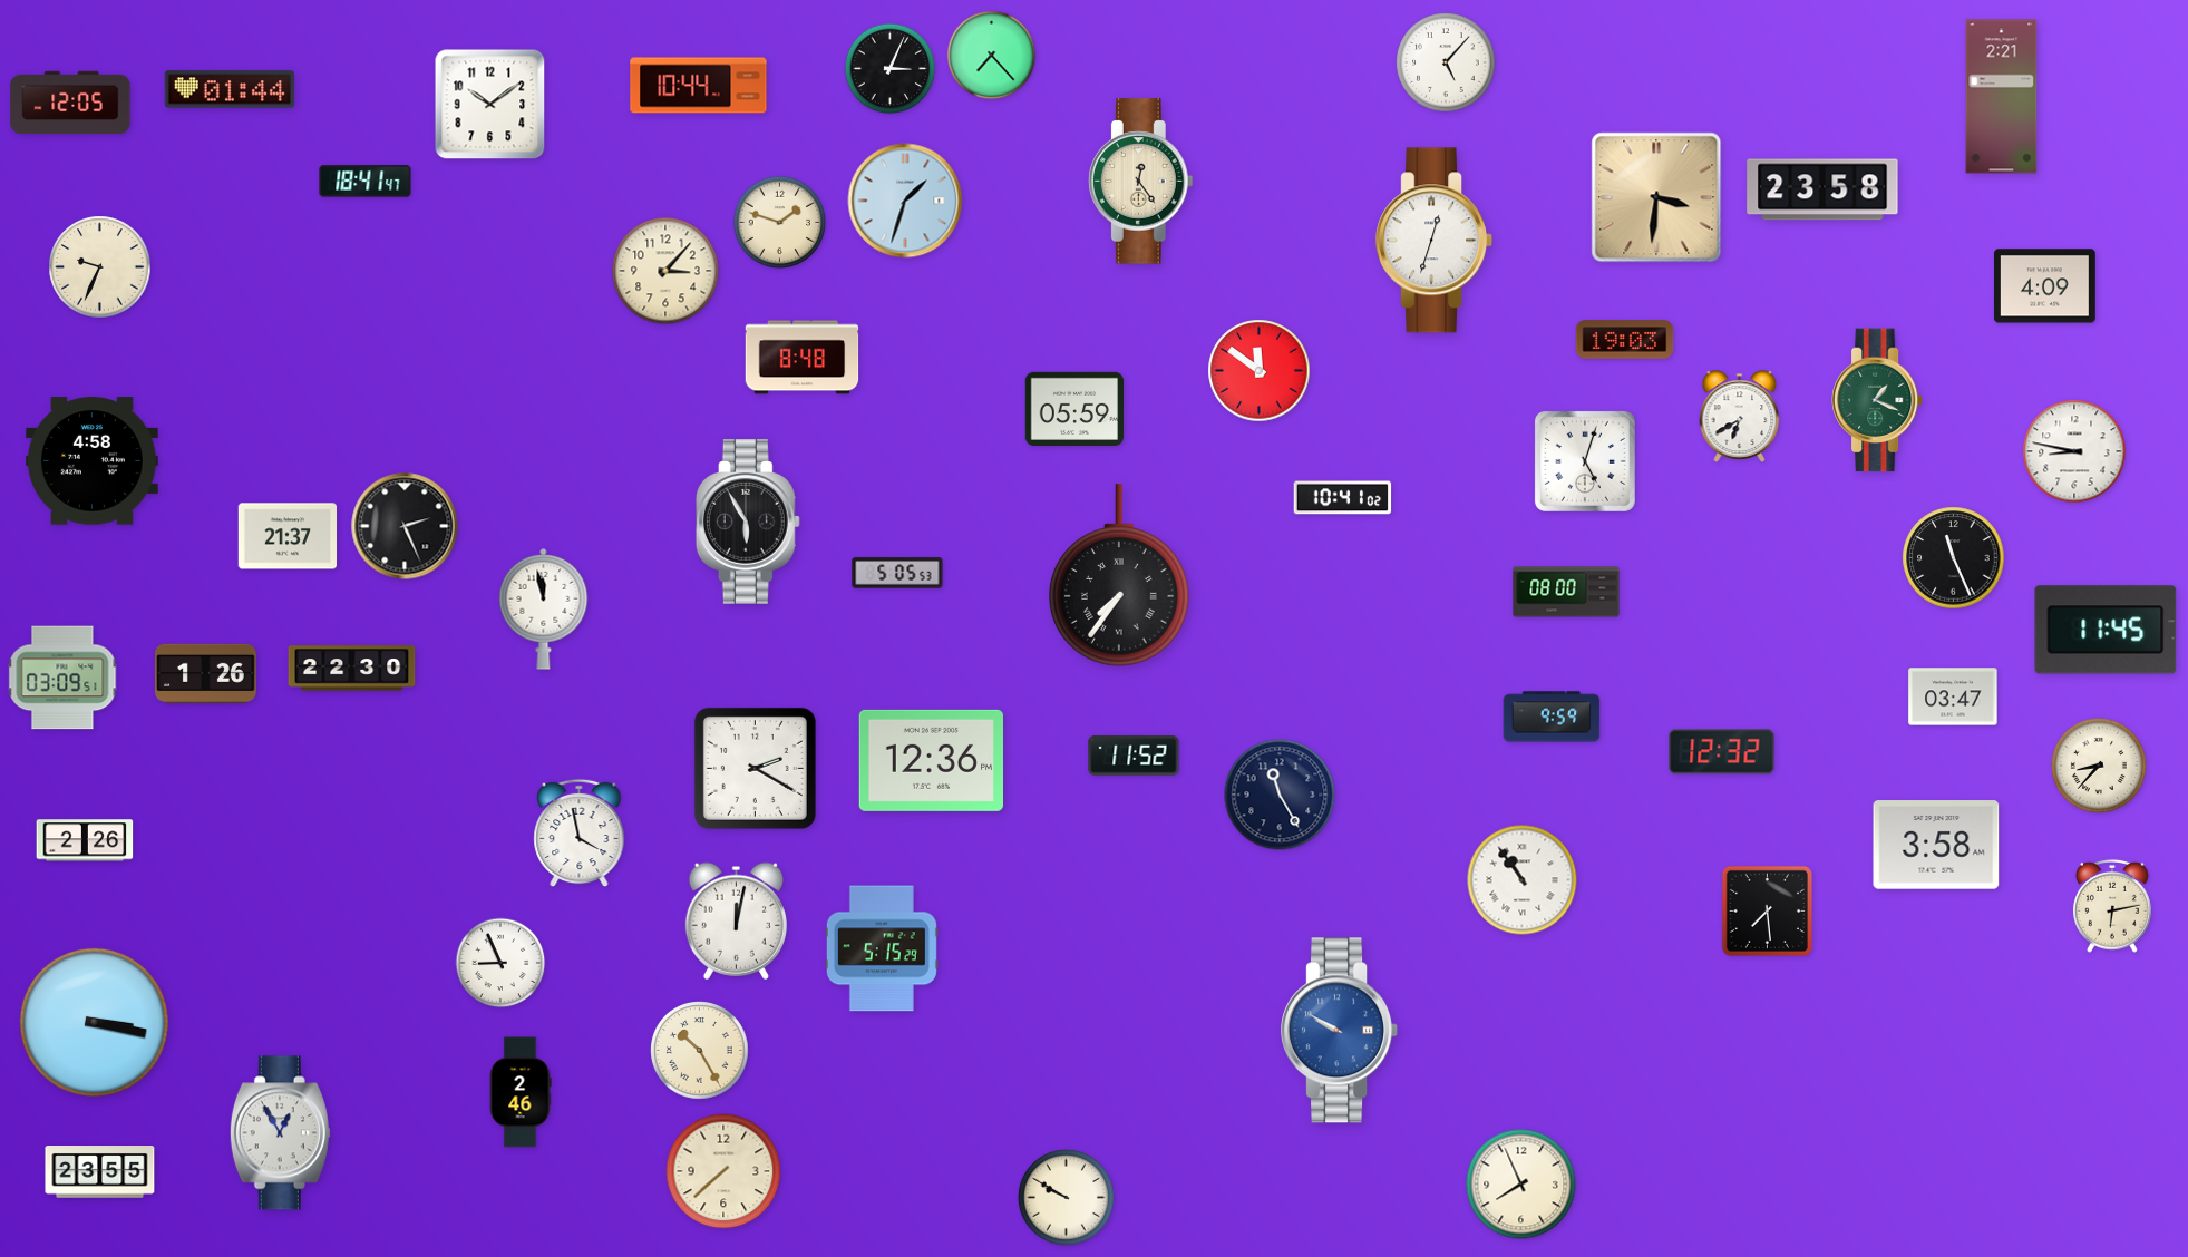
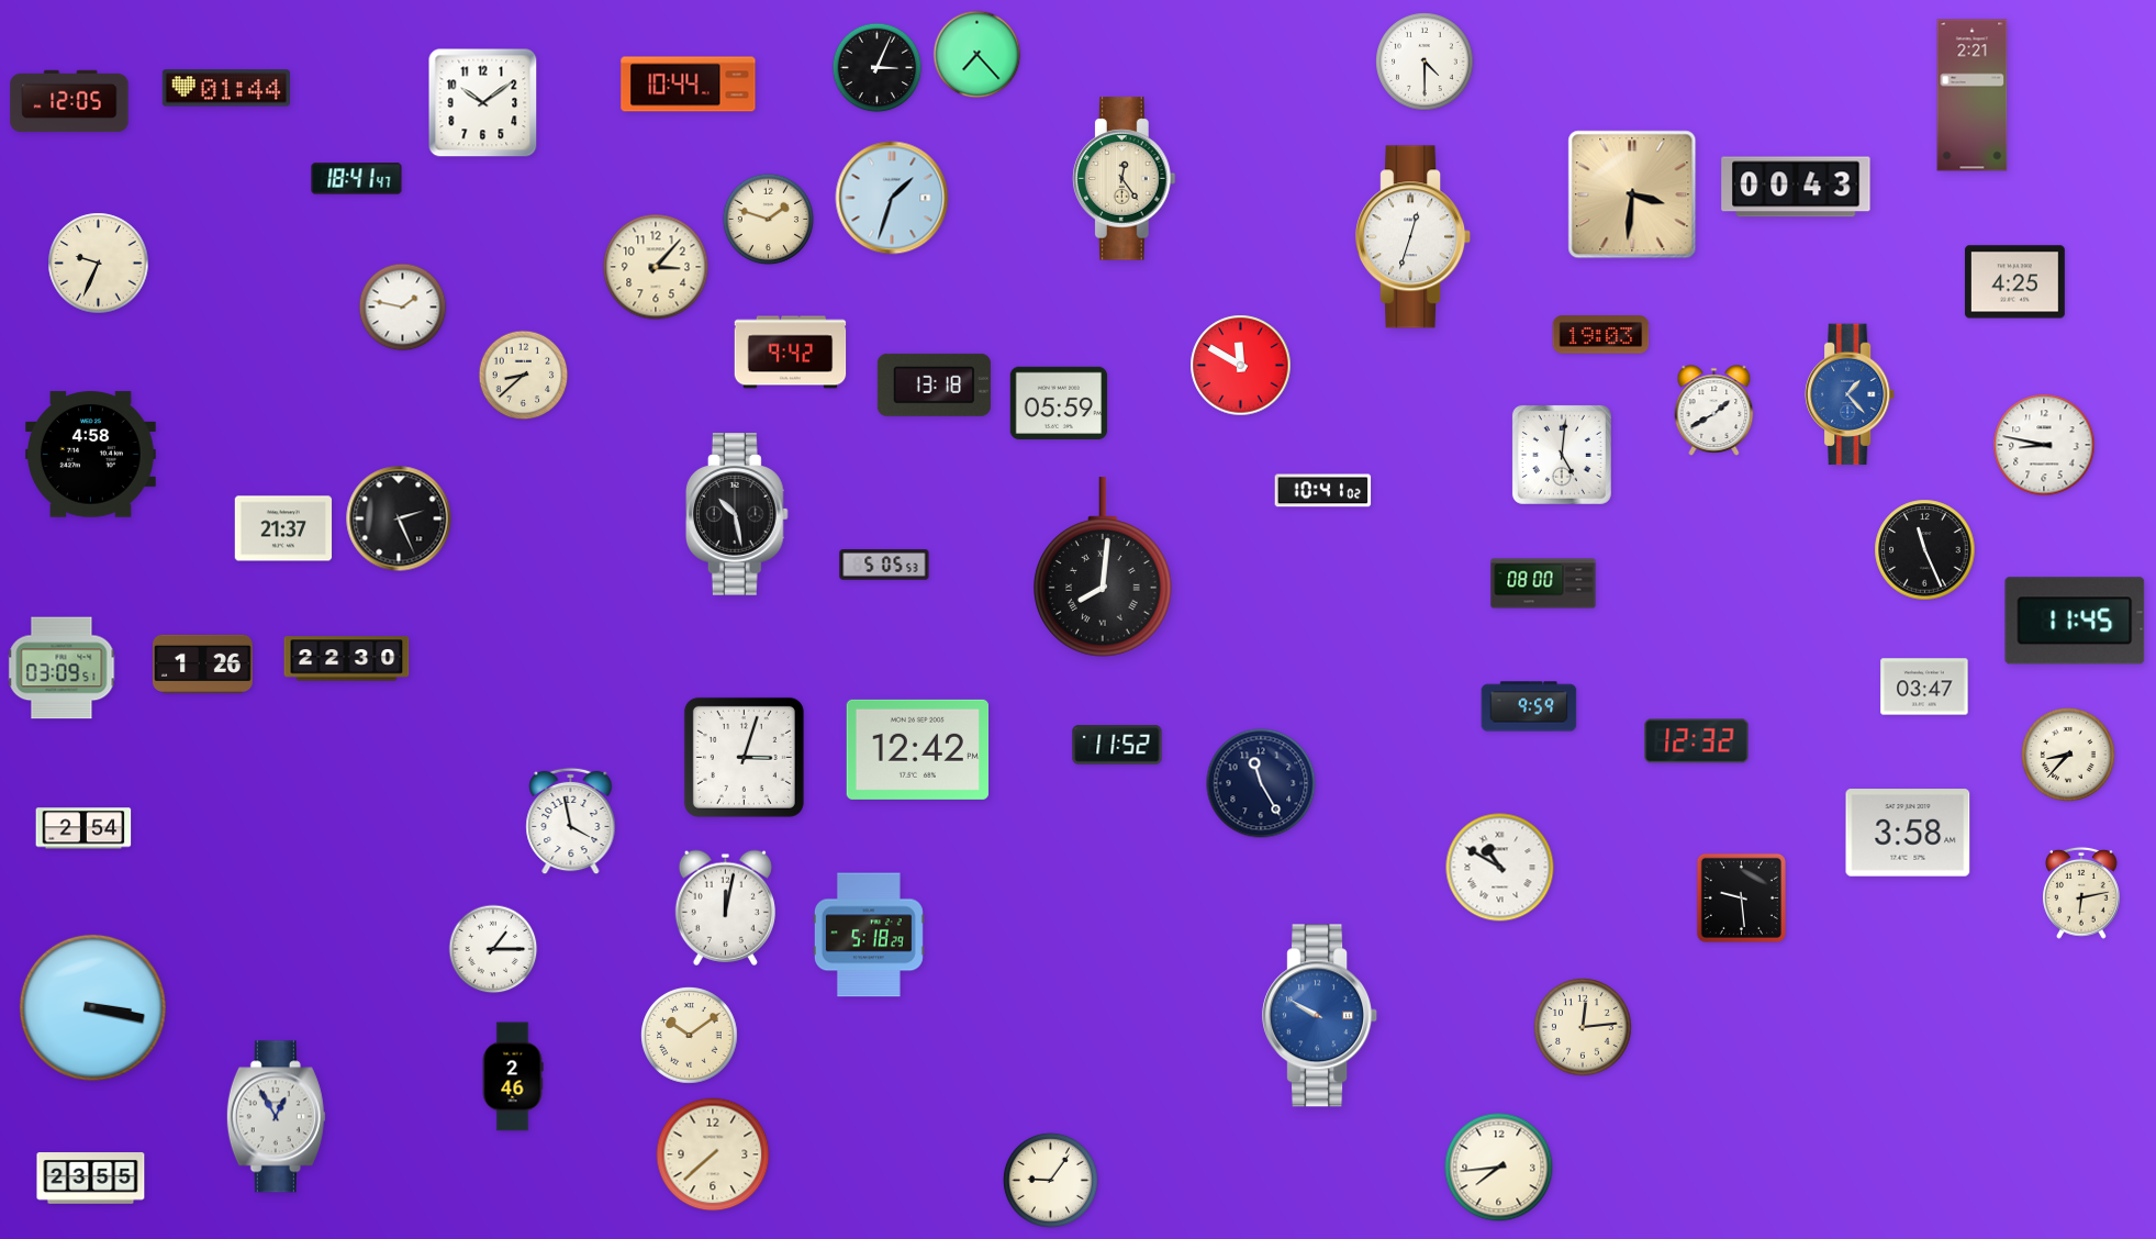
clock at (1446, 62): 5:07 -> 4:30
clock at (366, 182) position: (366, 182) -> (357, 179)
clock at (1822, 189): 23:58 -> 00:43
clock at (2044, 286): 4:09 -> 4:25
clock at (403, 308): none -> 1:47
clock at (803, 358): 8:48 -> 9:42
clock at (1260, 371): 11:51 -> 11:50
clock at (524, 376): none -> 8:38
clock at (934, 384): none -> 13:18
clock at (1878, 400): 1:19 -> 1:23
clock at (1878, 400) dial: green -> blue
clock at (1740, 417): 6:40 -> 1:40
clock at (1585, 461): 5:03 -> 5:01
clock at (748, 522): 5:55 -> 10:28
clock at (1120, 575): 7:36 -> 8:01
clock at (544, 608): 11:58 -> none
clock at (931, 760): 12:36 -> 12:42
clock at (755, 768): 2:20 -> 3:03
clock at (85, 840): 2:26 -> 2:54
clock at (1523, 880): 10:54 -> 10:50
clock at (1767, 910): 7:29 -> 9:29
clock at (882, 948): 5:15 -> 5:18
clock at (500, 963): 8:56 -> 1:15
clock at (1583, 1027): none -> 12:14
clock at (700, 1051): 10:25 -> 10:09
clock at (100, 1172) position: (100, 1172) -> (91, 1179)
clock at (1521, 1185): 7:56 -> 7:44
clock at (1066, 1197): 9:50 -> 9:06
